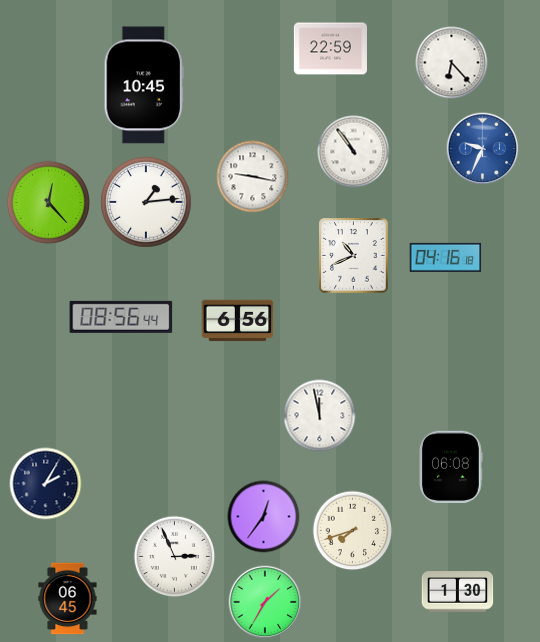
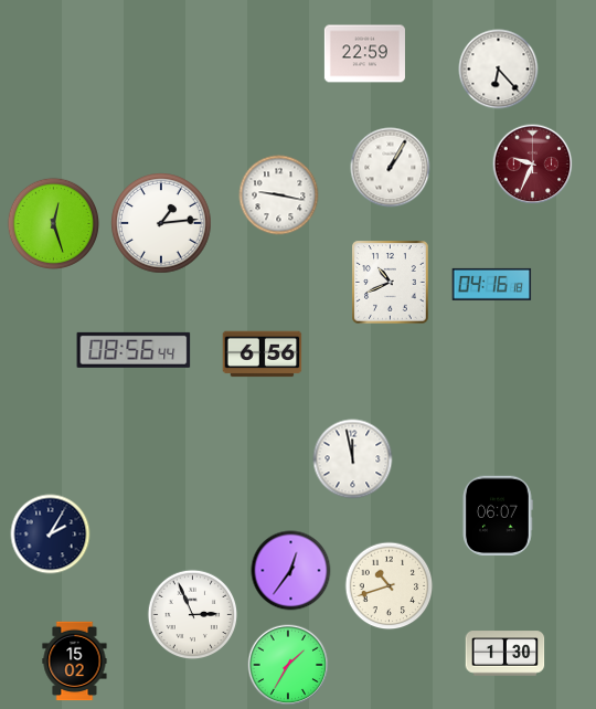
clock at (144, 85): 10:45 -> none
clock at (483, 149) dial: blue -> burgundy
clock at (354, 152): 10:54 -> 1:05
clock at (48, 202): 12:23 -> 12:27
clock at (452, 466): 06:08 -> 06:07
clock at (353, 531): 7:42 -> 10:42
clock at (68, 599): 06:45 -> 15:02
clock at (265, 602) position: (265, 602) -> (288, 665)
